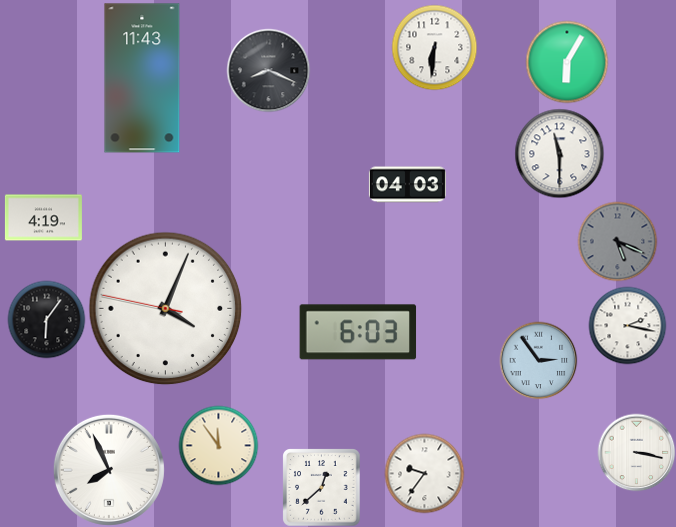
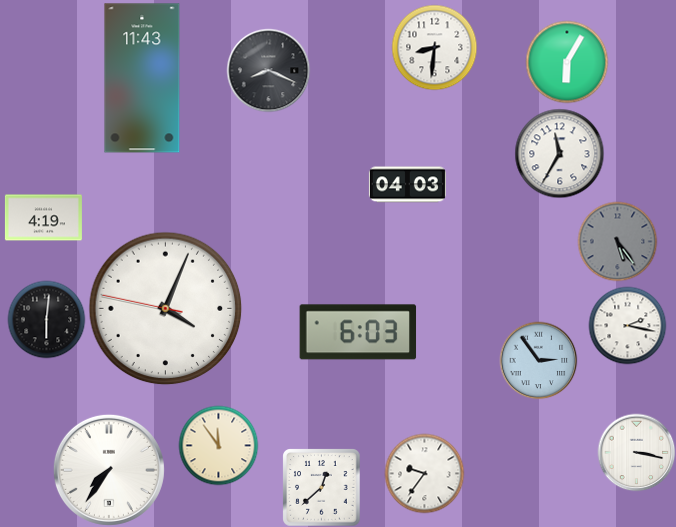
clock at (434, 47): 6:31 -> 8:31
clock at (559, 153): 11:30 -> 11:35
clock at (617, 241): 5:19 -> 5:24
clock at (46, 319): 6:06 -> 6:01
clock at (109, 470): 7:56 -> 7:36
